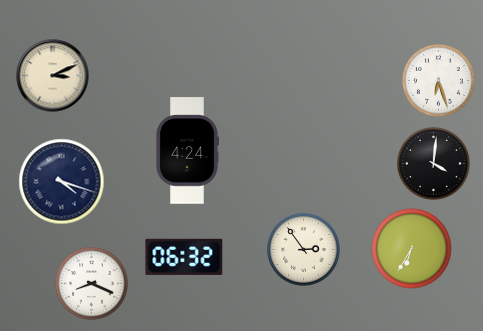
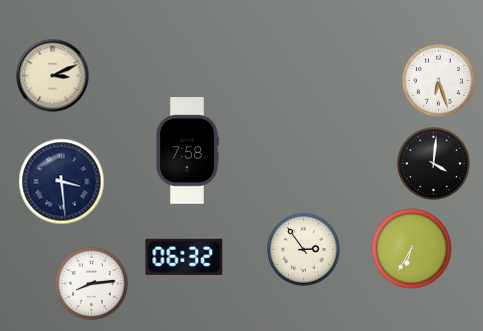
clock at (187, 151): 4:24 -> 7:58
clock at (62, 182): 4:18 -> 3:29
clock at (92, 284): 8:19 -> 8:14
